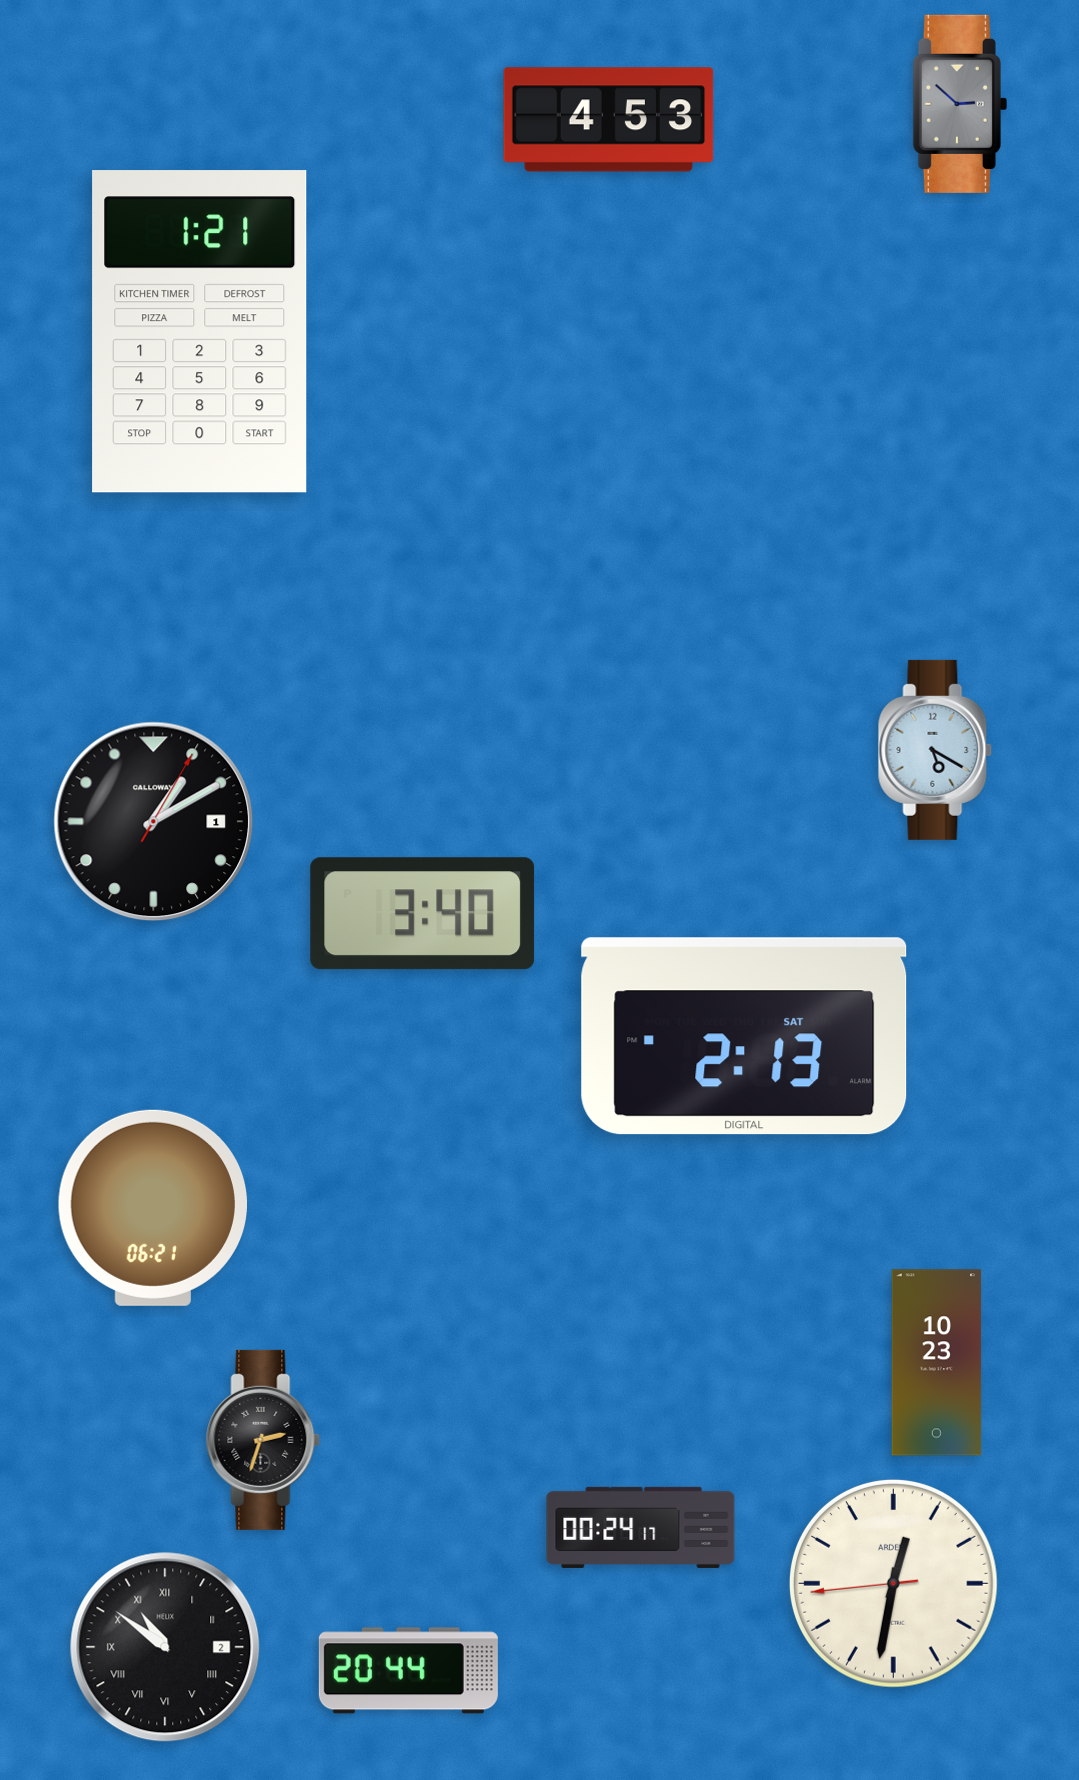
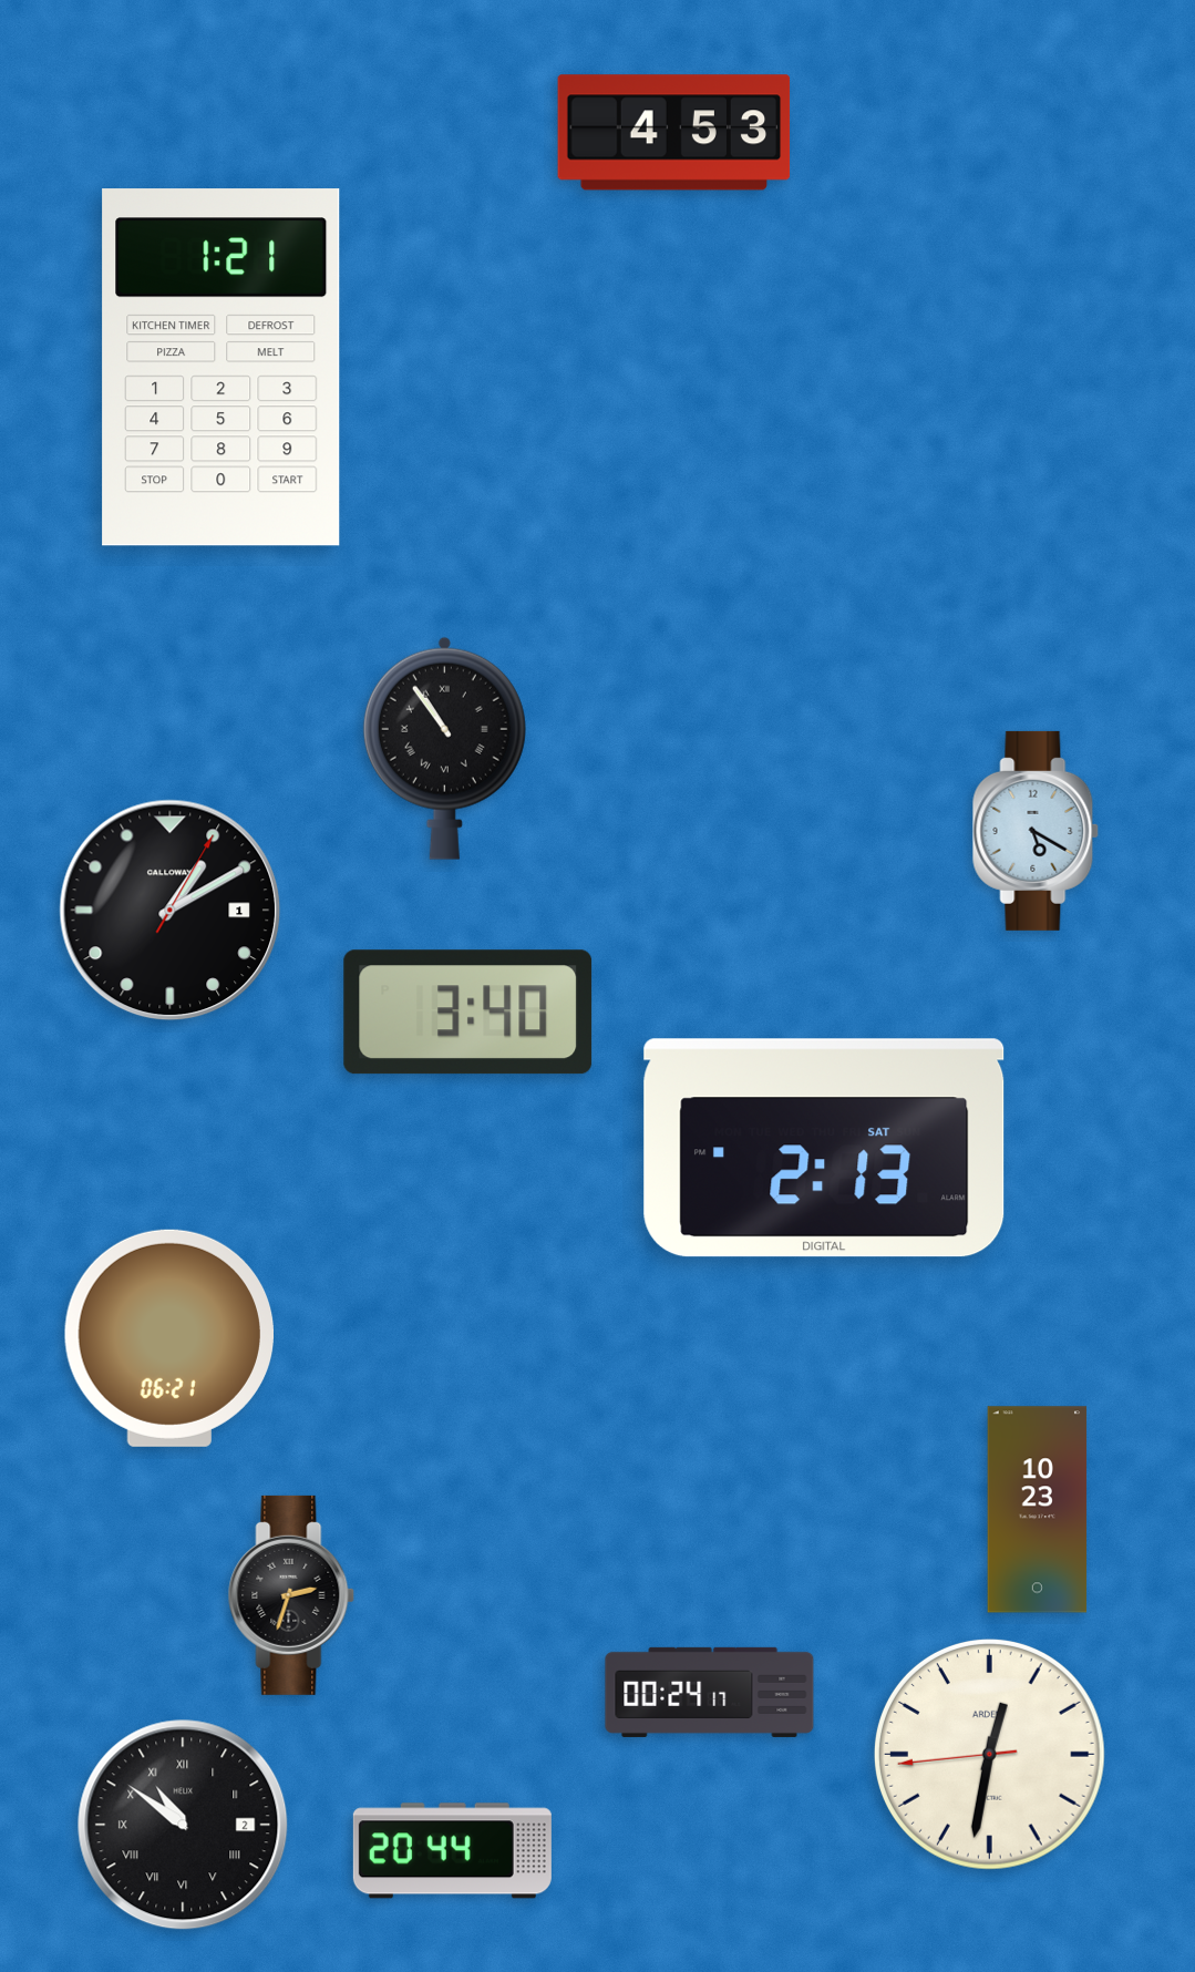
clock at (960, 104): 2:52 -> none
clock at (444, 748): none -> 10:54
